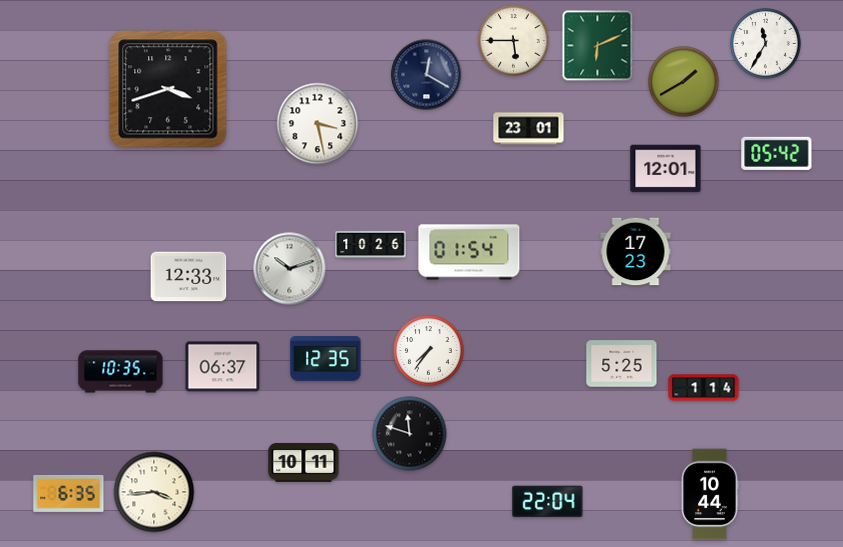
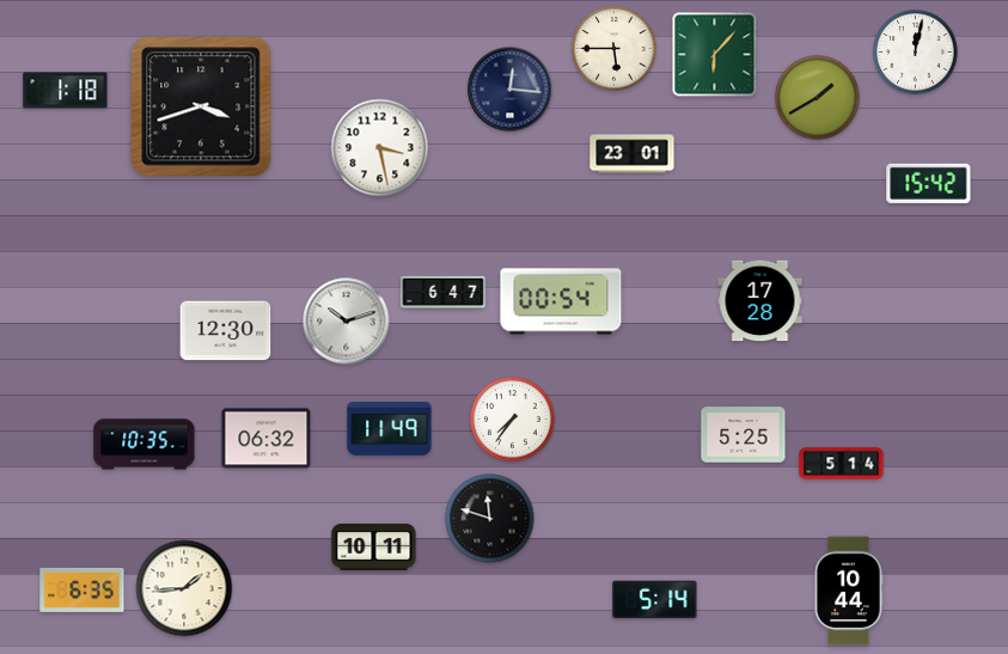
clock at (766, 44): 11:35 -> 12:02
clock at (598, 46): 6:11 -> 6:07
clock at (427, 75): 12:20 -> 12:16
clock at (66, 91): none -> 1:18
clock at (777, 153): 05:42 -> 15:42
clock at (666, 169): 12:01 -> none
clock at (371, 244): 10:26 -> 6:47
clock at (469, 252): 01:54 -> 00:54
clock at (636, 252): 17:23 -> 17:28
clock at (189, 277): 12:33 -> 12:30
clock at (326, 359): 12:35 -> 11:49
clock at (223, 367): 06:37 -> 06:32
clock at (704, 388): 1:14 -> 5:14
clock at (304, 463) position: (304, 463) -> (374, 548)
clock at (154, 492): 3:44 -> 1:44
clock at (548, 502): 22:04 -> 5:14
